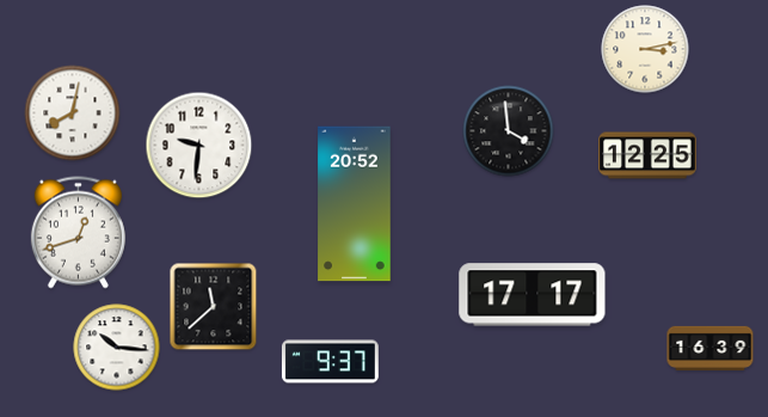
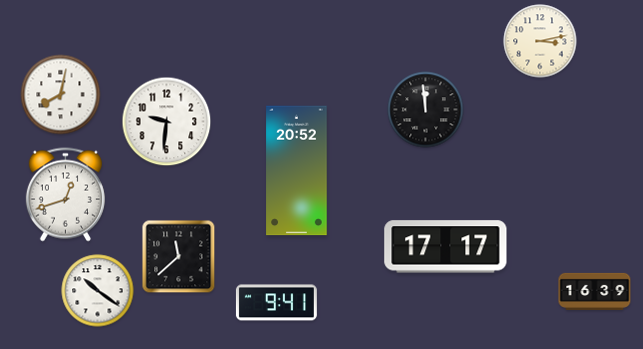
clock at (509, 131): 3:59 -> 11:59
clock at (649, 155): 12:25 -> none
clock at (117, 348): 10:16 -> 10:21
clock at (330, 362): 9:37 -> 9:41
